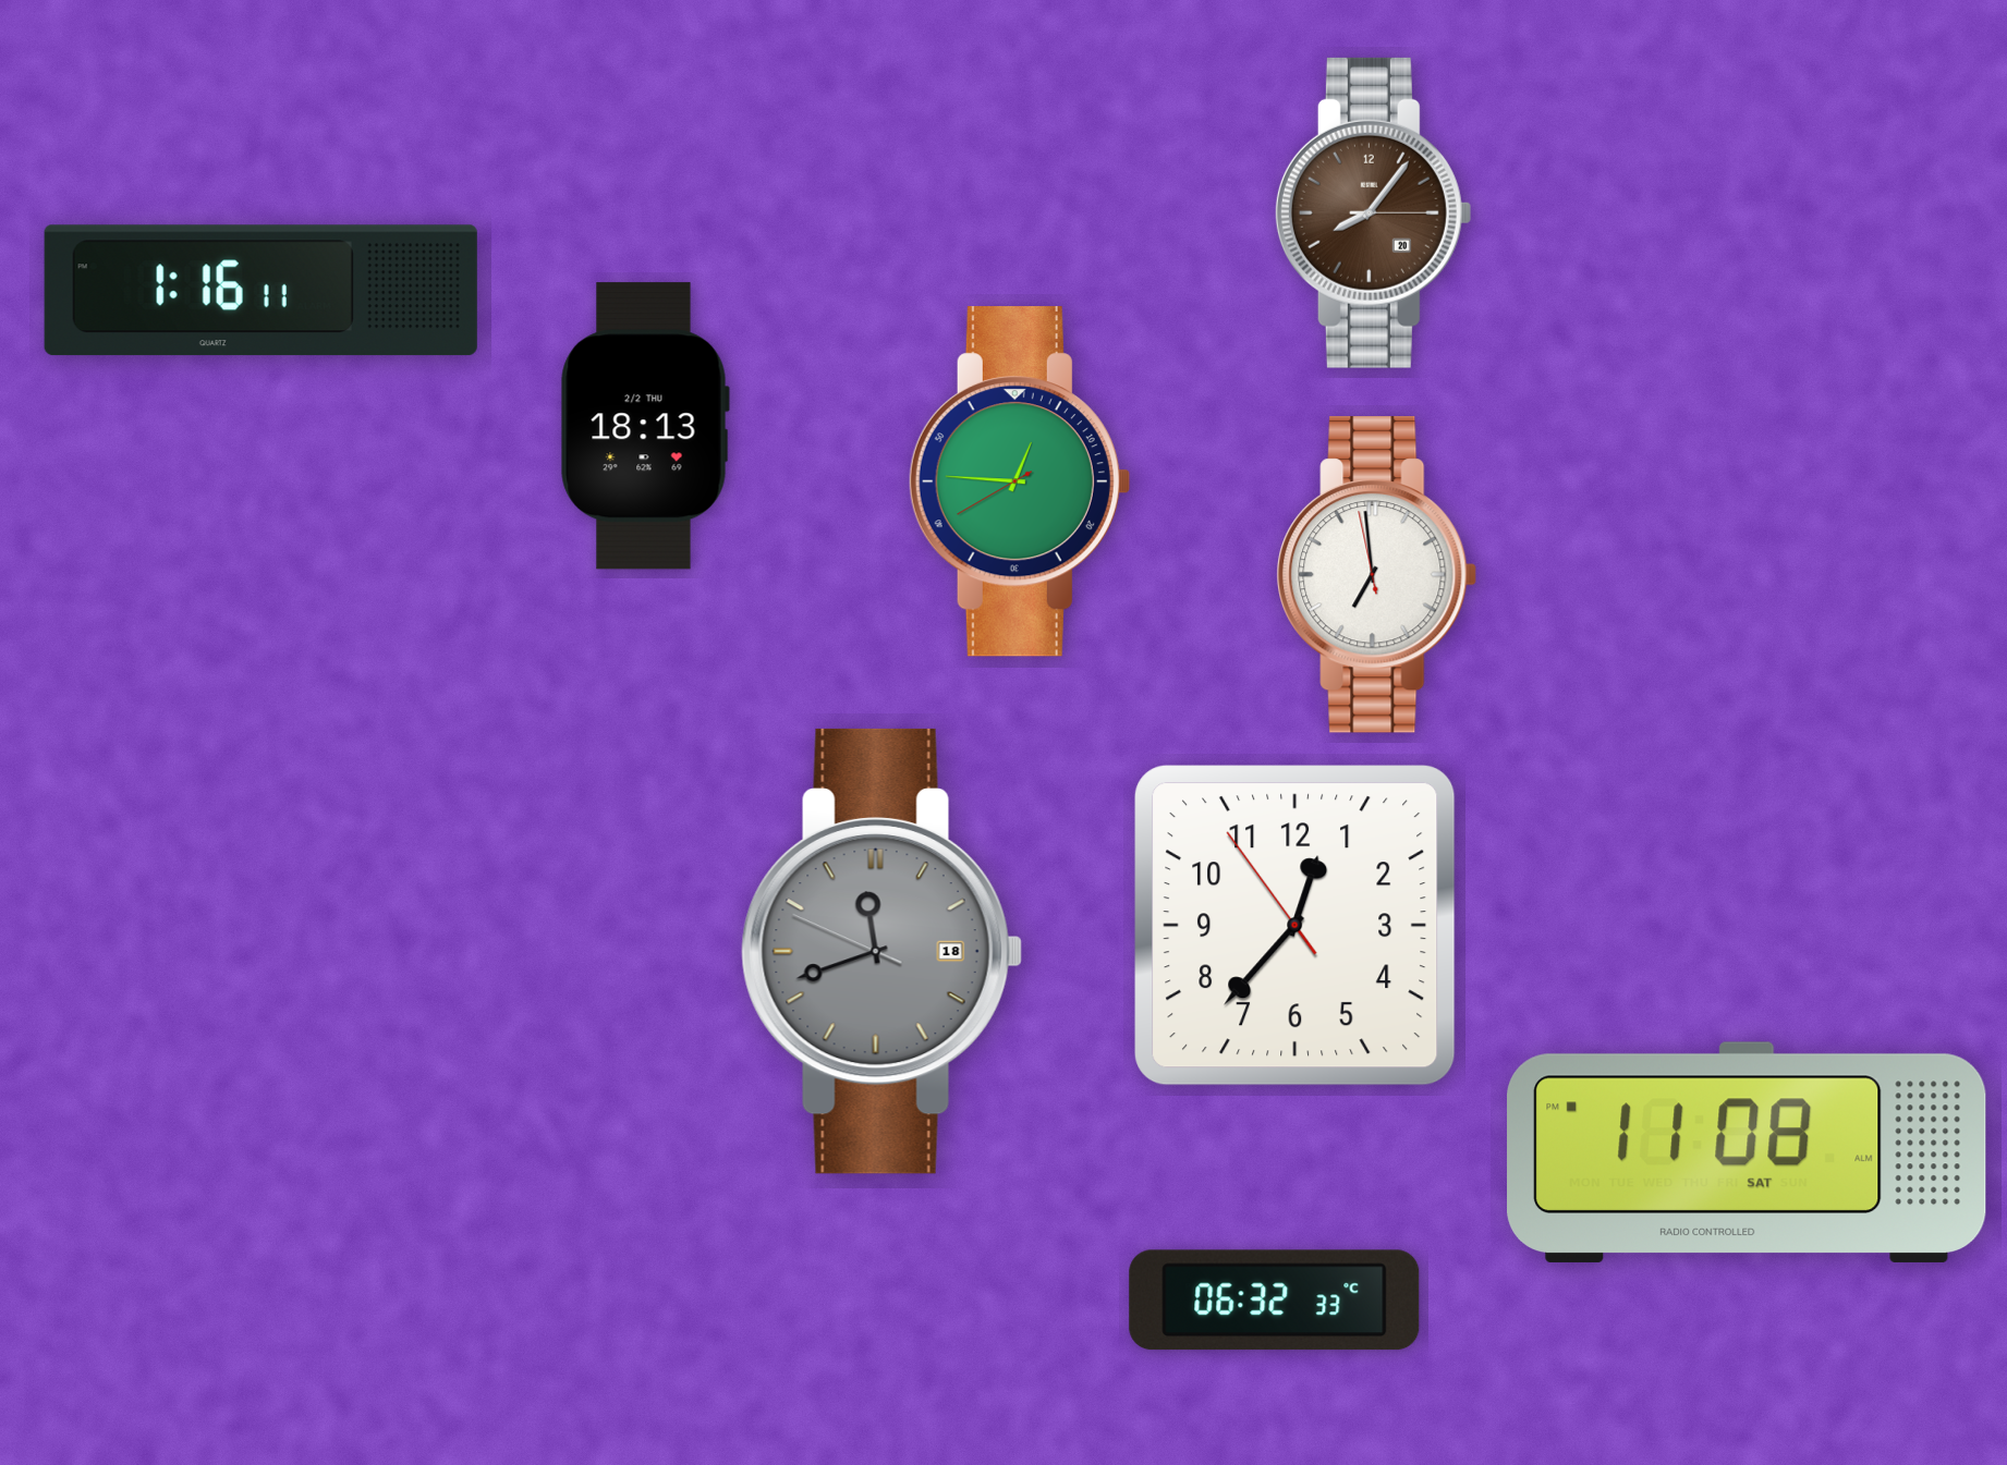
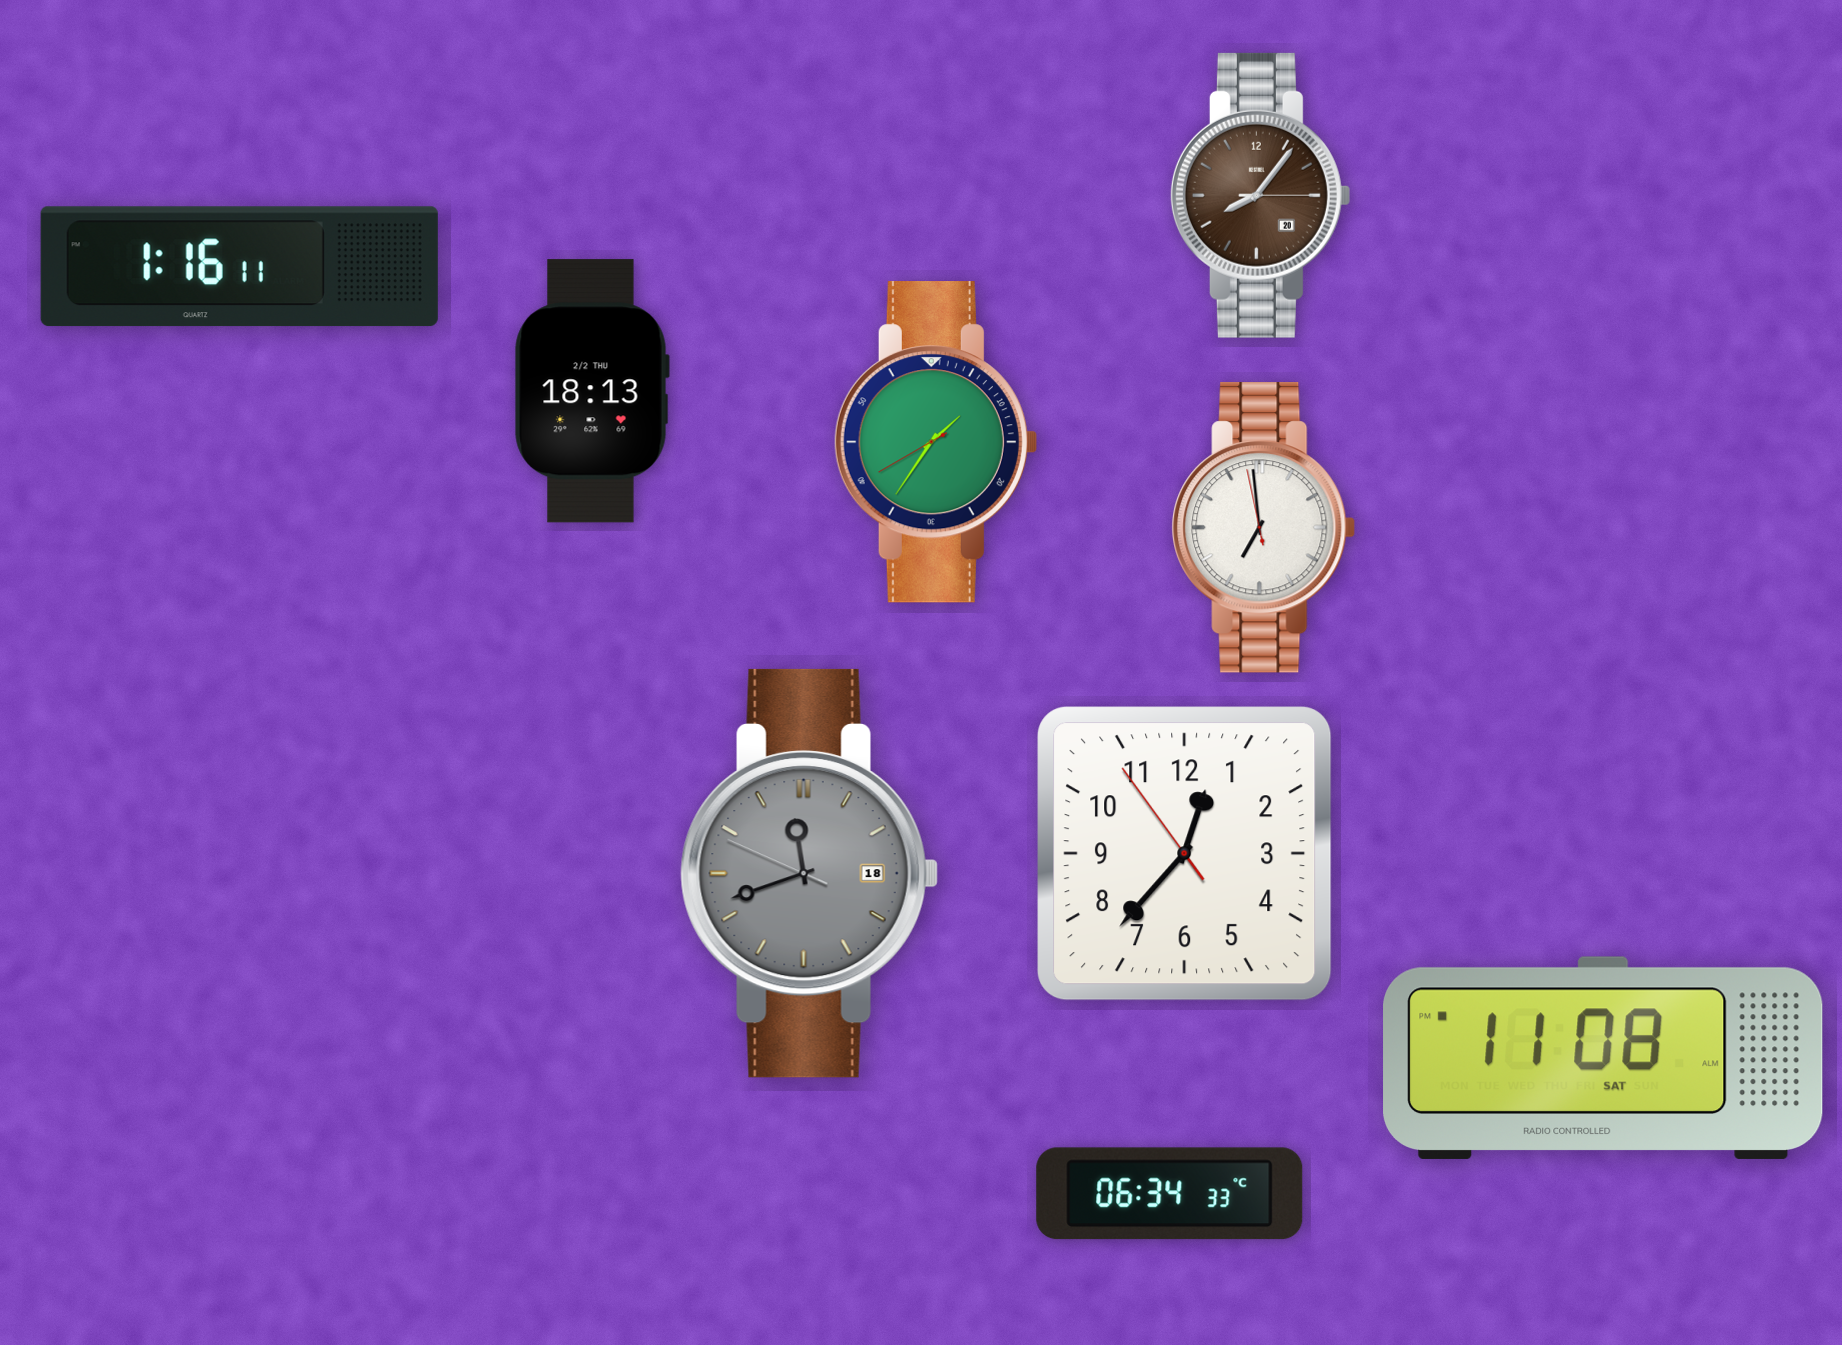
clock at (1019, 481): 12:45 -> 1:35
clock at (1296, 926) position: (1296, 926) -> (1185, 854)
clock at (1275, 1301): 06:32 -> 06:34
